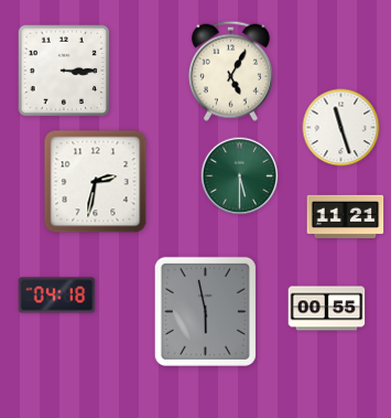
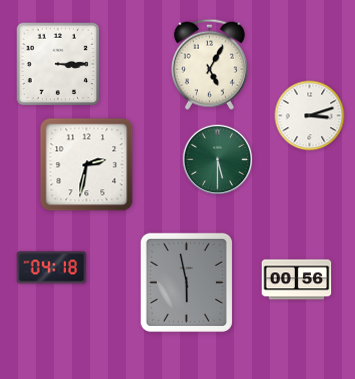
clock at (341, 128): 11:27 -> 3:12
clock at (346, 216): 11:21 -> none
clock at (327, 309): 00:55 -> 00:56
